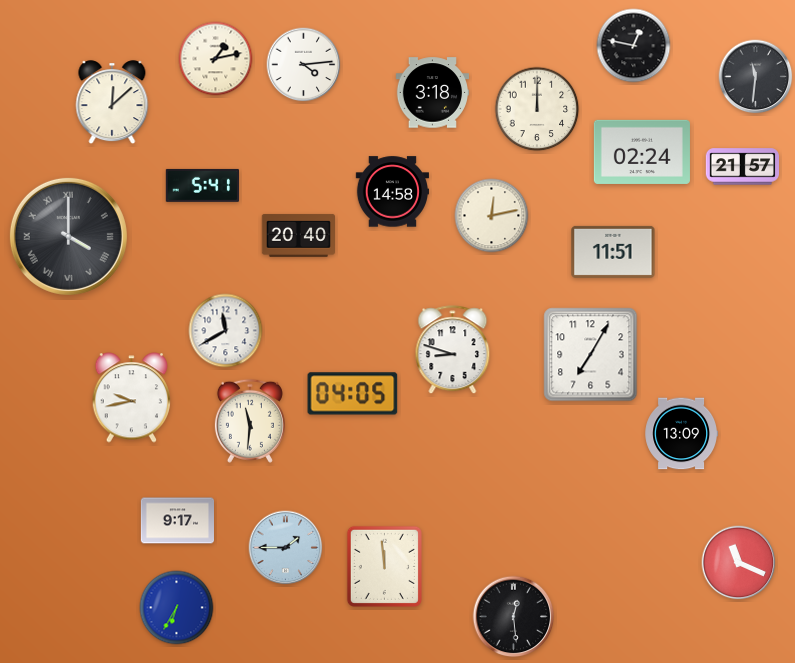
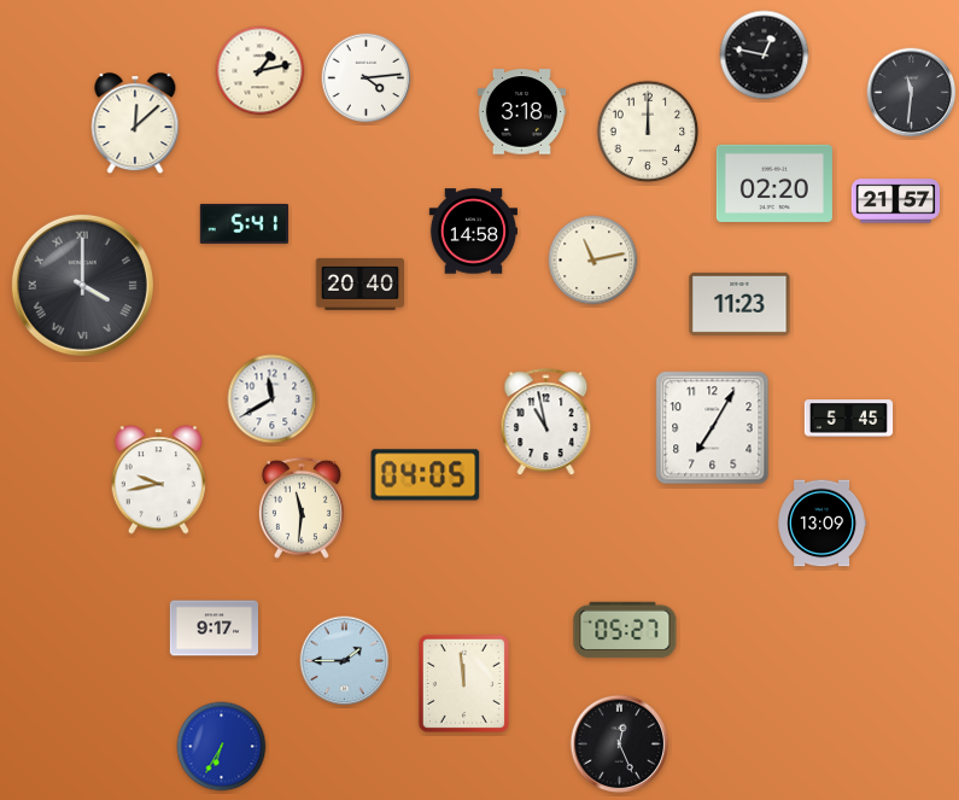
clock at (642, 152): 02:24 -> 02:20
clock at (492, 216): 12:13 -> 11:13
clock at (613, 252): 11:51 -> 11:23
clock at (849, 419): none -> 5:45
clock at (453, 350): 8:48 -> 10:58
clock at (625, 630): none -> 05:27
clock at (739, 563): 11:19 -> none
clock at (177, 608) position: (177, 608) -> (222, 747)
clock at (514, 617): 12:29 -> 12:26
